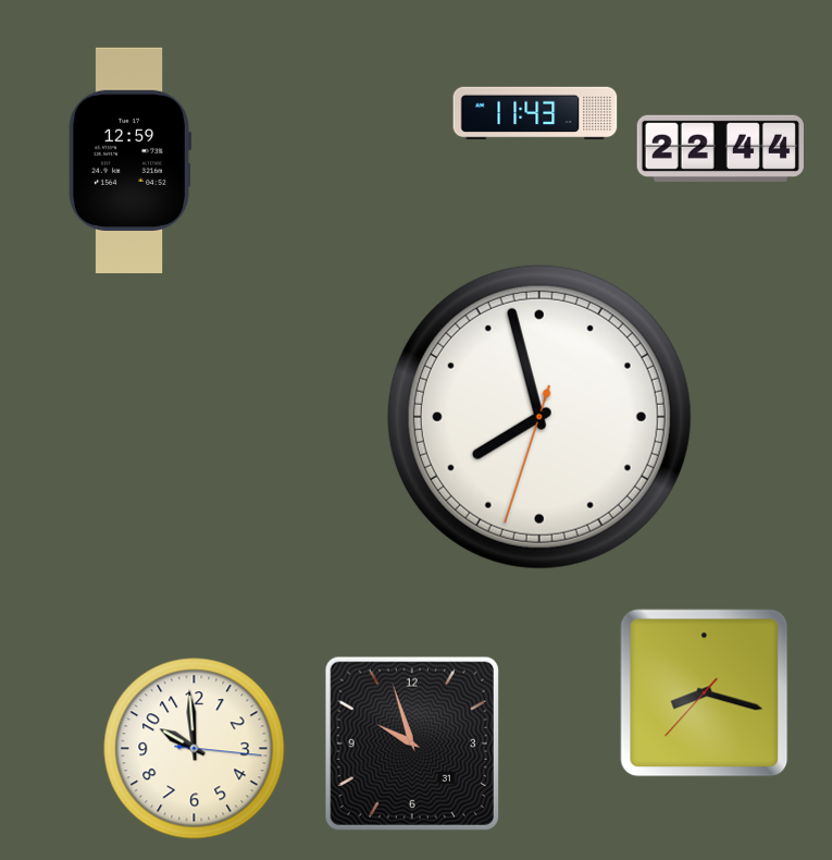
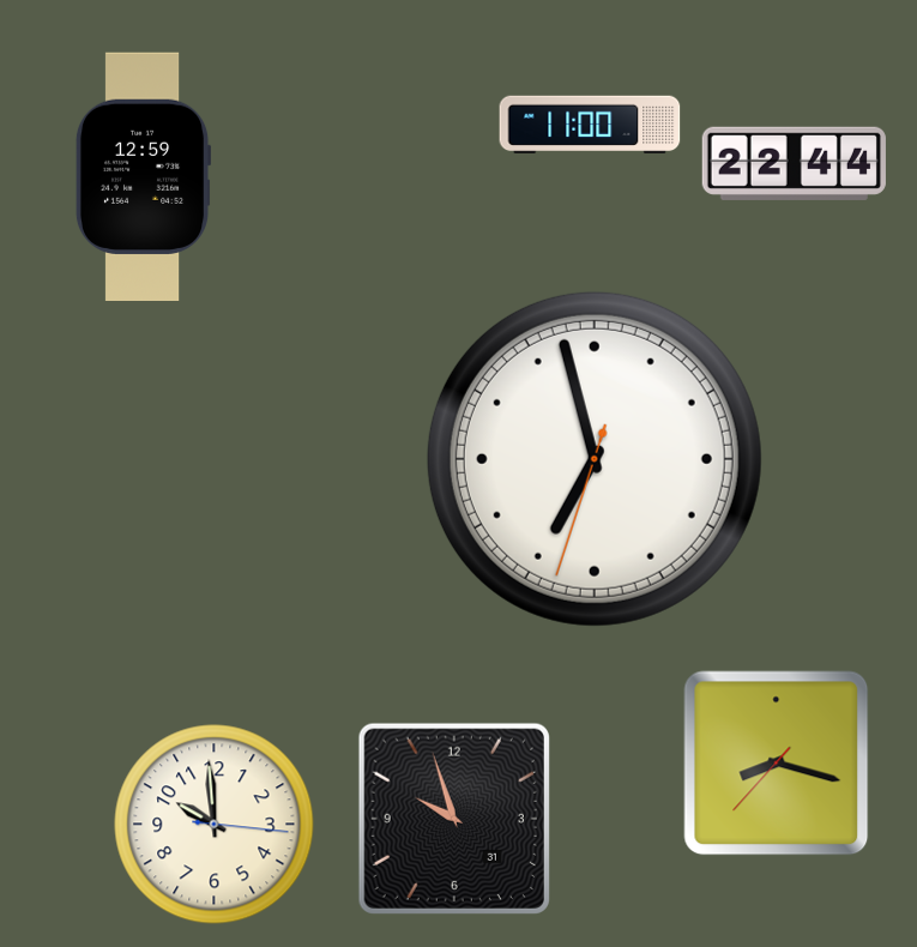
clock at (535, 113): 11:43 -> 11:00
clock at (539, 417): 7:57 -> 6:57
